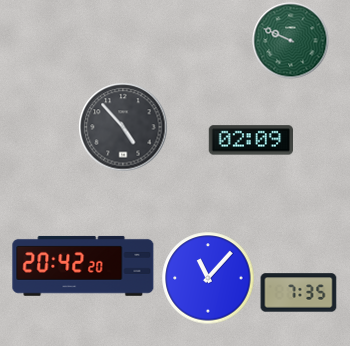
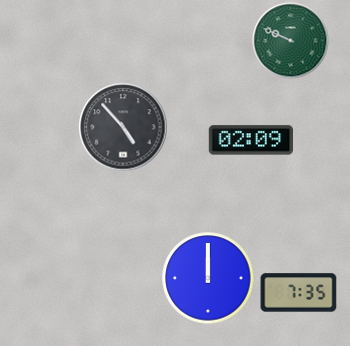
clock at (83, 266): 20:42 -> none
clock at (208, 278): 11:07 -> 12:00
